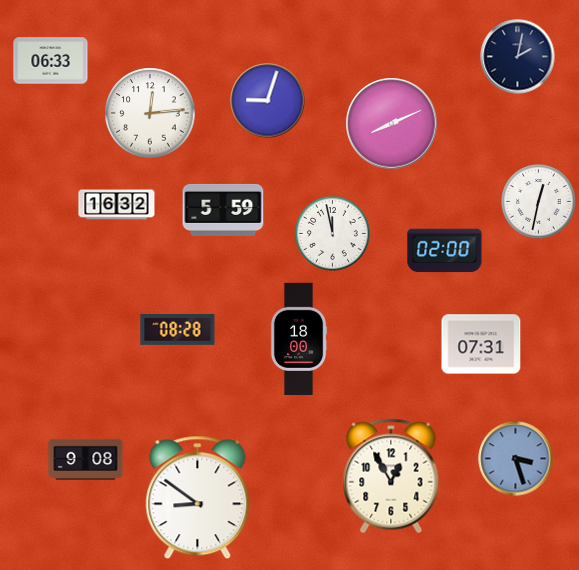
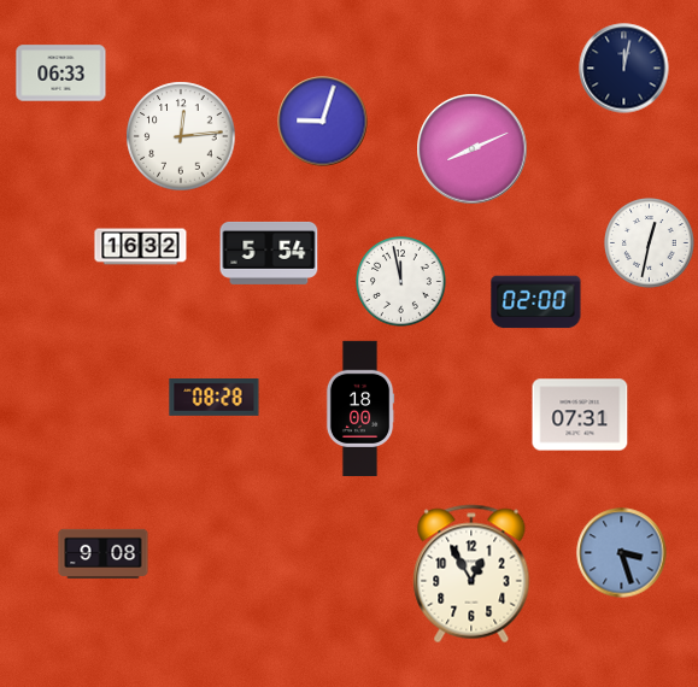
clock at (518, 57): 2:02 -> 12:02
clock at (223, 210): 5:59 -> 5:54
clock at (198, 498): 8:51 -> none
